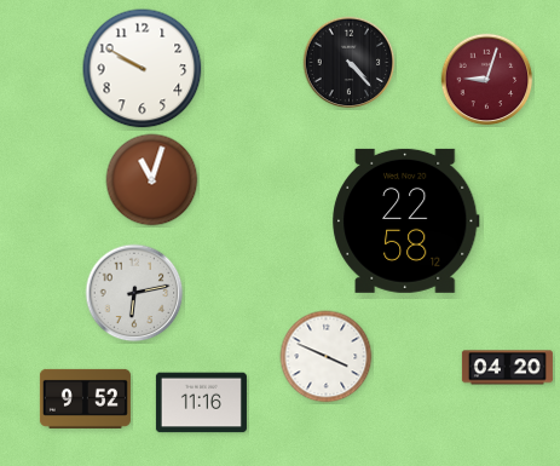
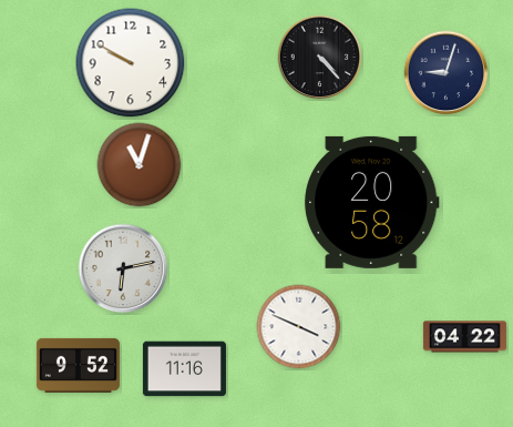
clock at (487, 80) dial: burgundy -> navy
clock at (406, 220): 22:58 -> 20:58
clock at (507, 368): 04:20 -> 04:22
